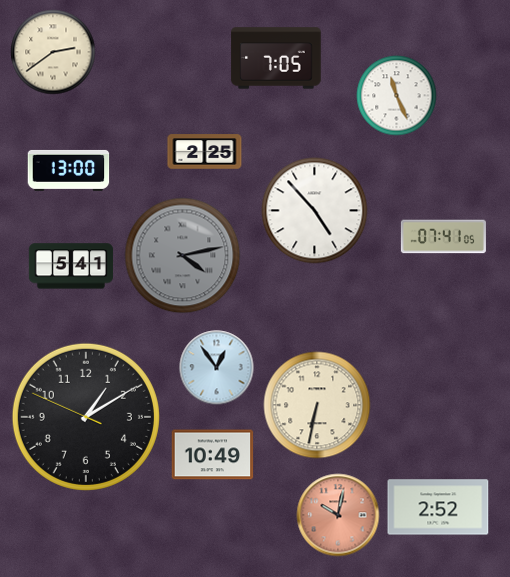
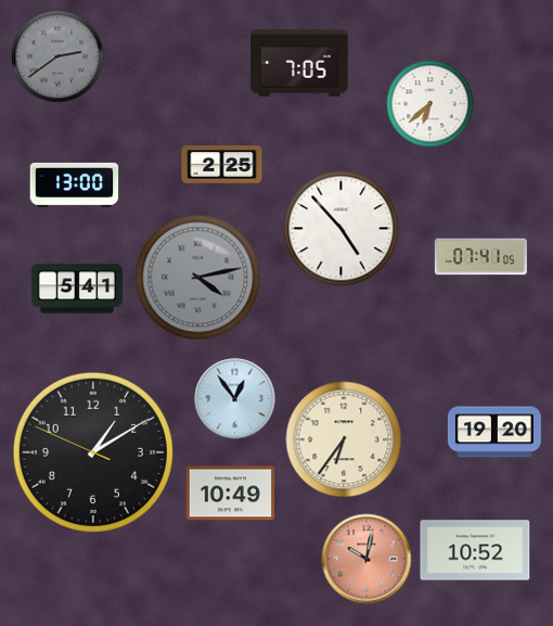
clock at (53, 52) dial: cream -> grey
clock at (397, 96): 11:26 -> 6:38
clock at (494, 432): none -> 19:20
clock at (317, 405): 6:32 -> 6:36
clock at (438, 507): 2:52 -> 10:52
